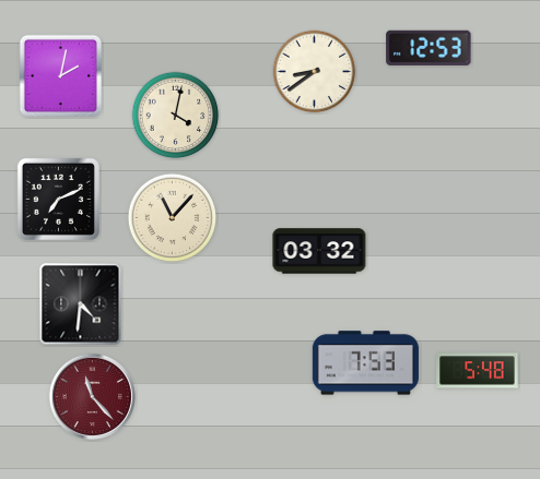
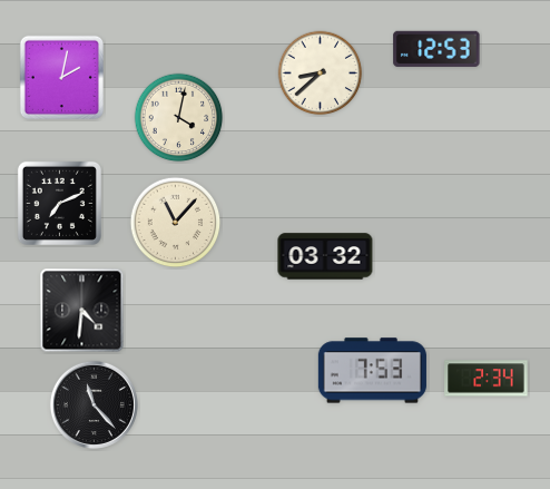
clock at (315, 72): 8:39 -> 8:38
clock at (478, 371): 5:48 -> 2:34
clock at (92, 396) dial: burgundy -> black
